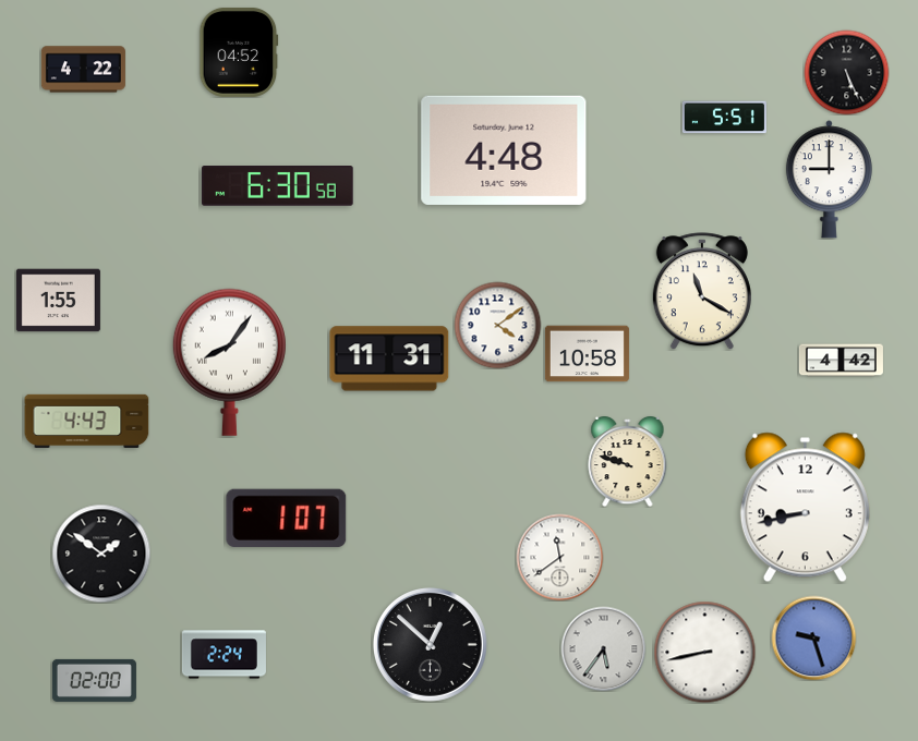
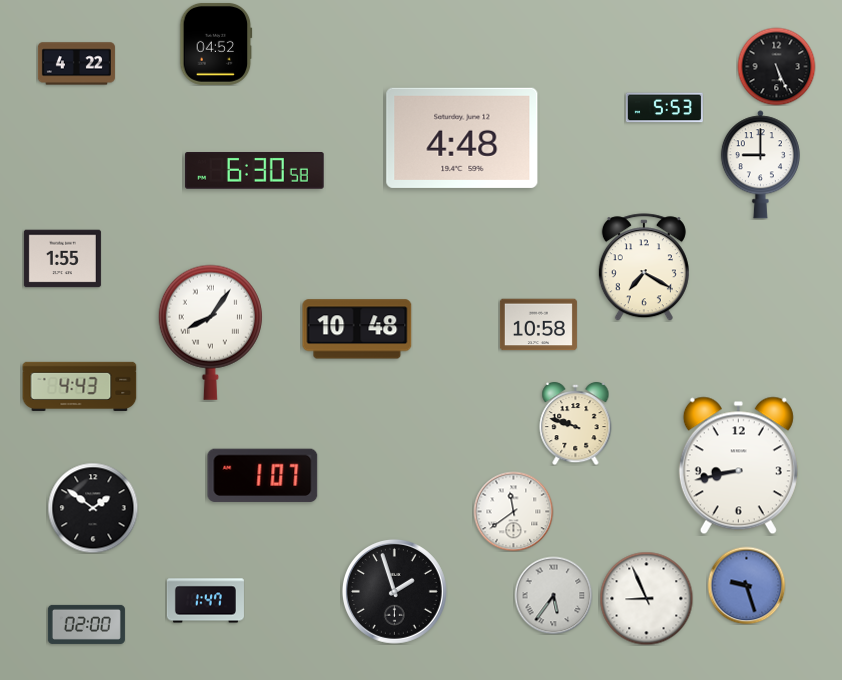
clock at (239, 52) position: (239, 52) -> (216, 44)
clock at (724, 118): 5:51 -> 5:53
clock at (702, 291): 11:20 -> 7:20
clock at (58, 301) position: (58, 301) -> (62, 259)
clock at (497, 325): 4:09 -> none
clock at (389, 359): 11:31 -> 10:48
clock at (841, 361): 4:42 -> none
clock at (430, 644): 12:52 -> 1:57
clock at (704, 652): 8:43 -> 8:56
clock at (224, 655): 2:24 -> 1:47
